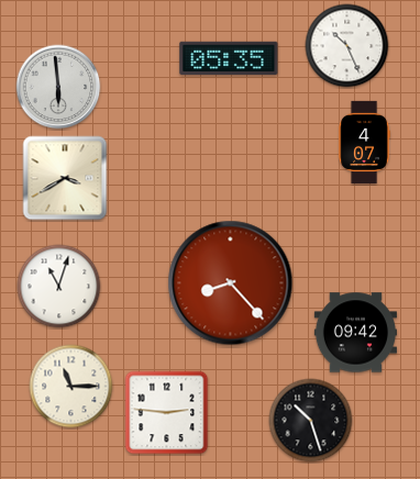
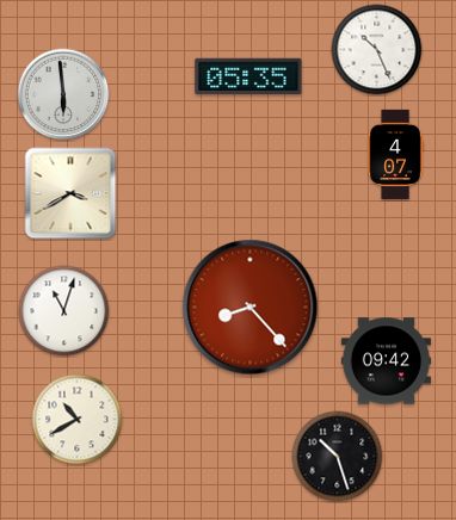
clock at (229, 58) position: (229, 58) -> (248, 76)
clock at (71, 387): 11:15 -> 10:40
clock at (167, 413): 2:46 -> none
